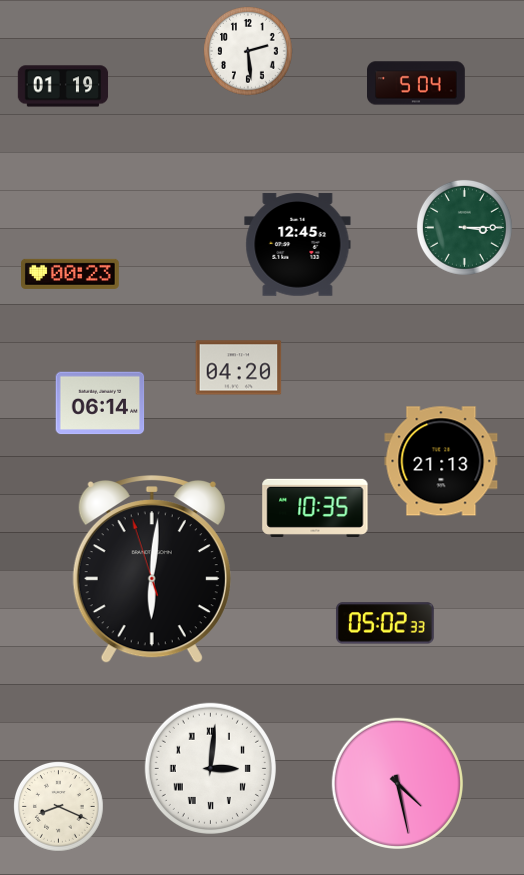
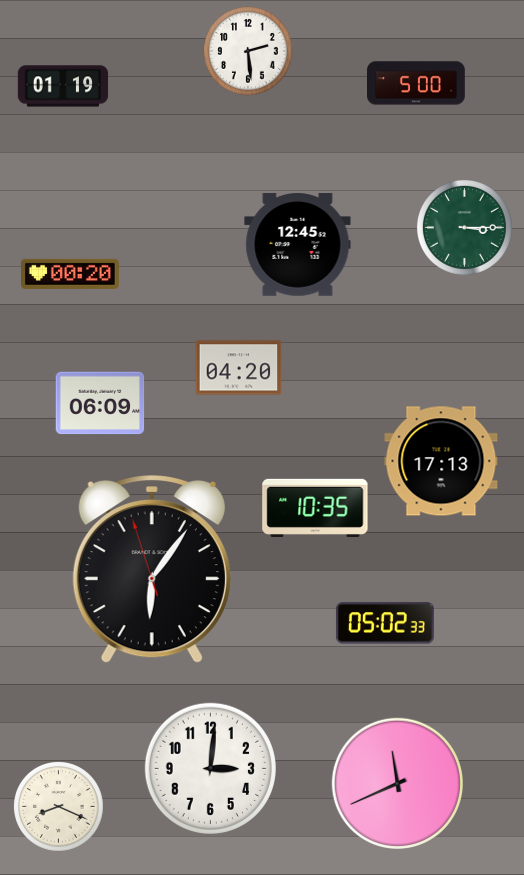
clock at (417, 83): 5:04 -> 5:00
clock at (71, 274): 00:23 -> 00:20
clock at (100, 403): 06:14 -> 06:09
clock at (441, 461): 21:13 -> 17:13
clock at (152, 570): 6:00 -> 6:05
clock at (210, 768) numerals: Roman -> Arabic
clock at (397, 783): 4:28 -> 11:41
